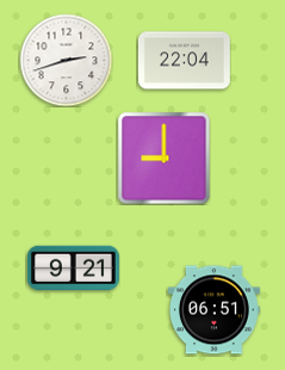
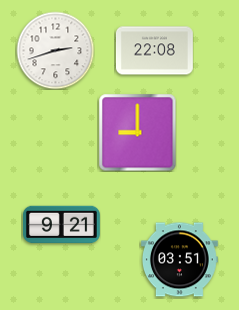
clock at (185, 61): 22:04 -> 22:08
clock at (213, 310): 06:51 -> 03:51
